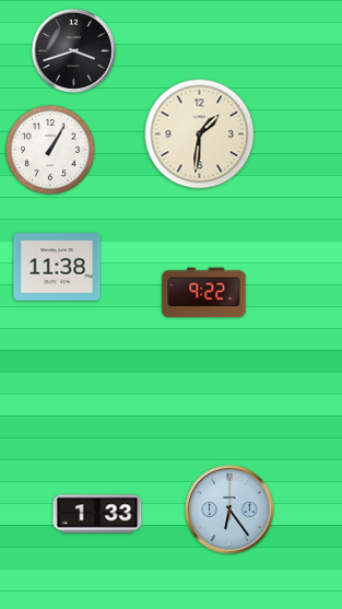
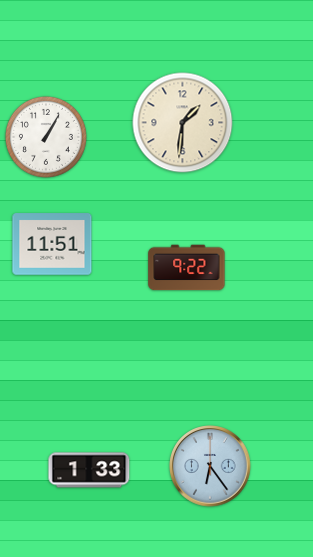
clock at (73, 50): 3:42 -> none
clock at (57, 267): 11:38 -> 11:51
